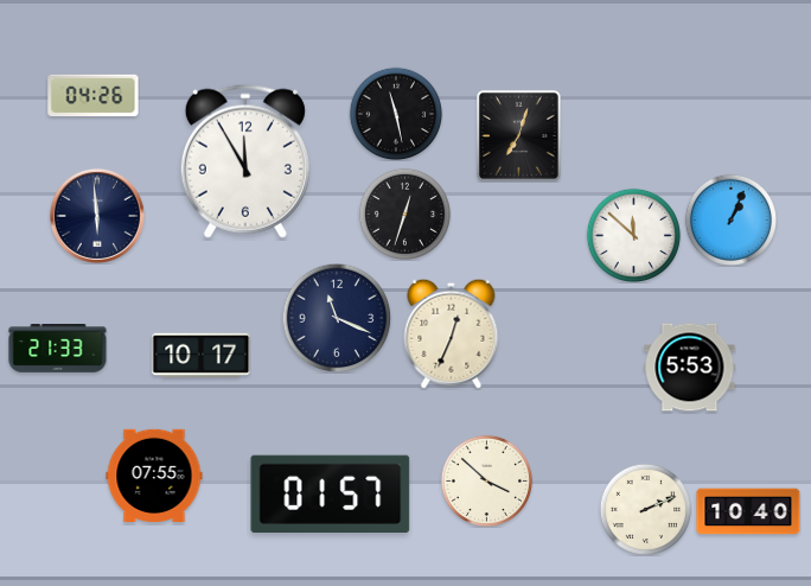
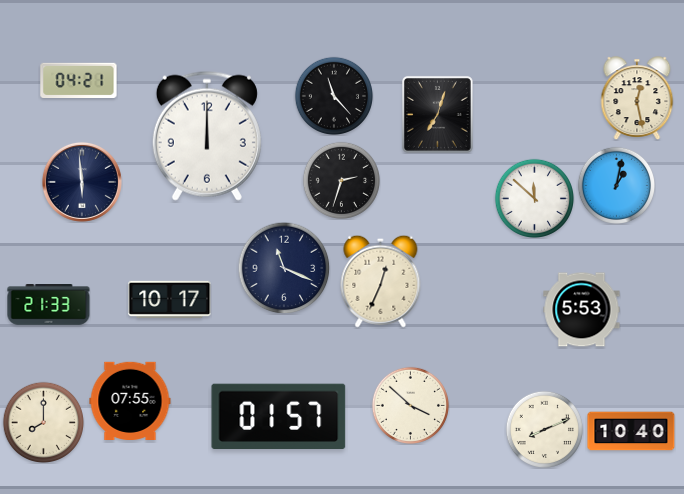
clock at (94, 95): 04:26 -> 04:21
clock at (395, 113): 11:28 -> 11:23
clock at (637, 98): none -> 12:28
clock at (245, 161): 11:55 -> 12:00
clock at (404, 214): 12:33 -> 2:33
clock at (730, 219): 1:04 -> 1:02
clock at (58, 349) position: (58, 349) -> (49, 305)
clock at (43, 422): none -> 8:00
clock at (645, 509): 2:11 -> 8:11
